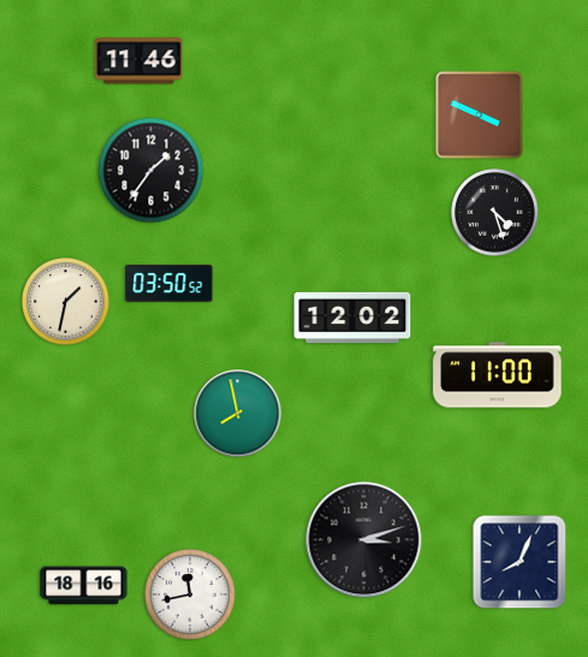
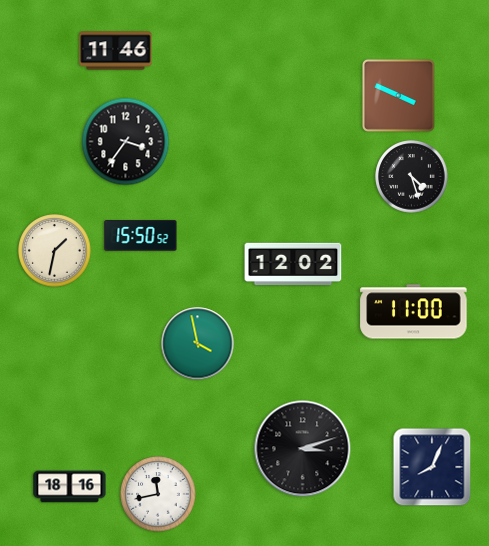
clock at (152, 171): 1:36 -> 3:36
clock at (170, 284): 03:50 -> 15:50
clock at (238, 414): 7:58 -> 3:58
